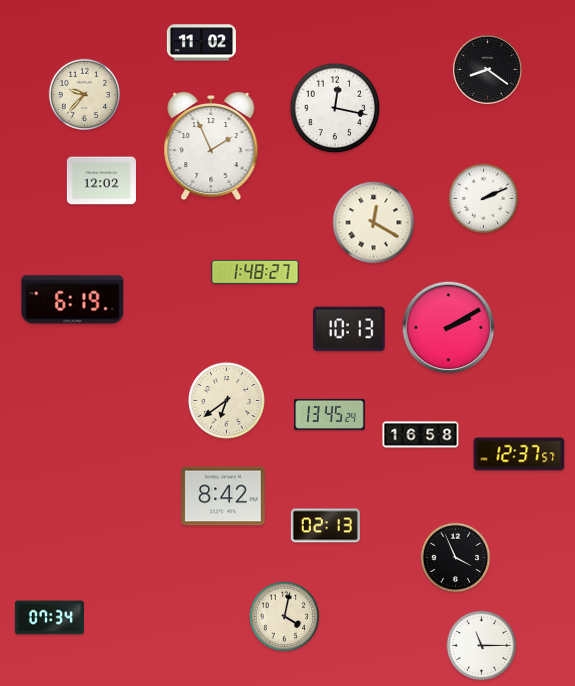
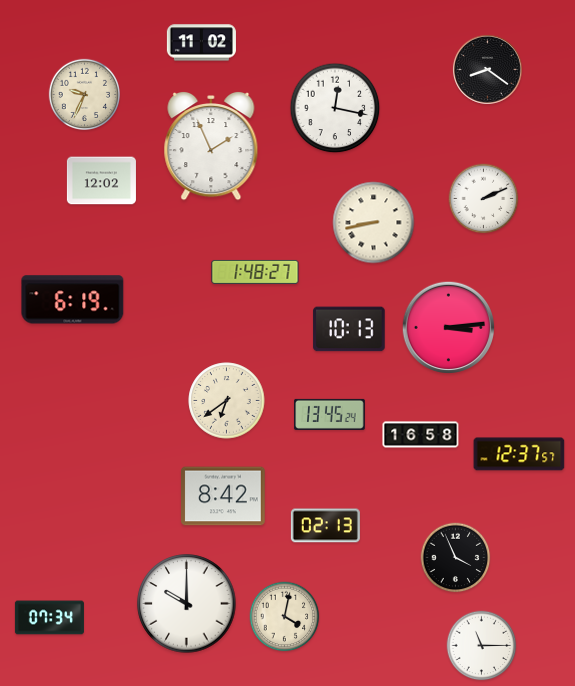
clock at (84, 94): 9:37 -> 9:34
clock at (374, 223): 12:20 -> 8:43
clock at (449, 328): 2:10 -> 3:14
clock at (187, 604): none -> 10:00
